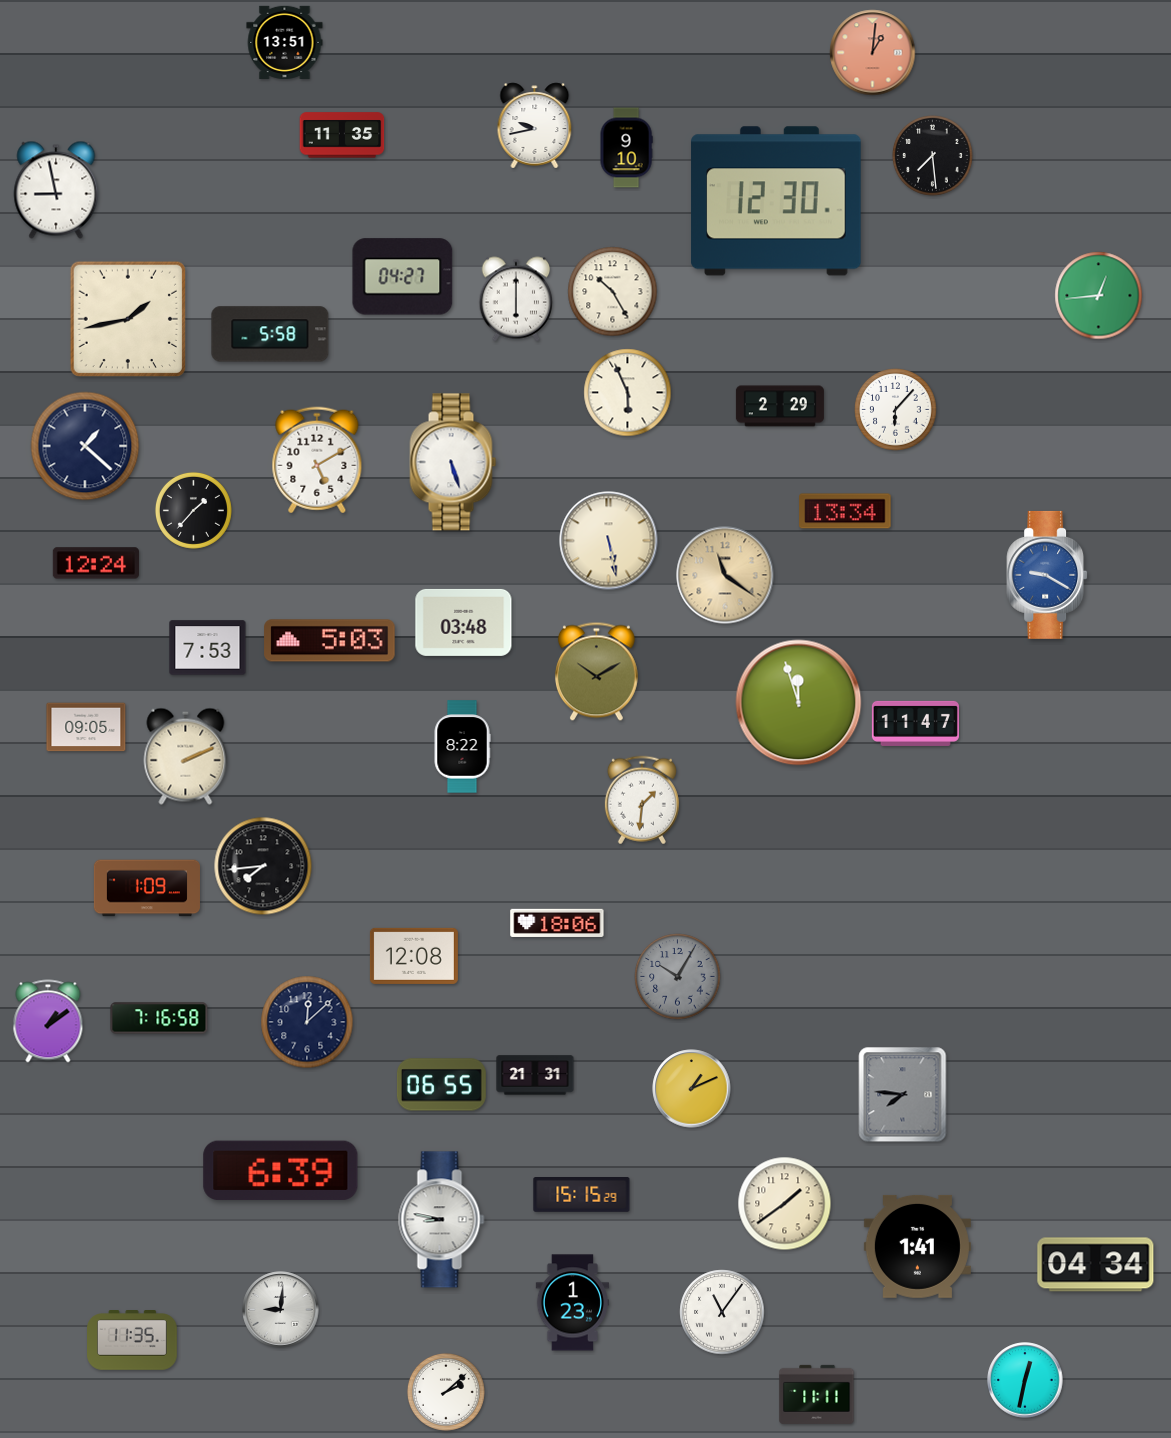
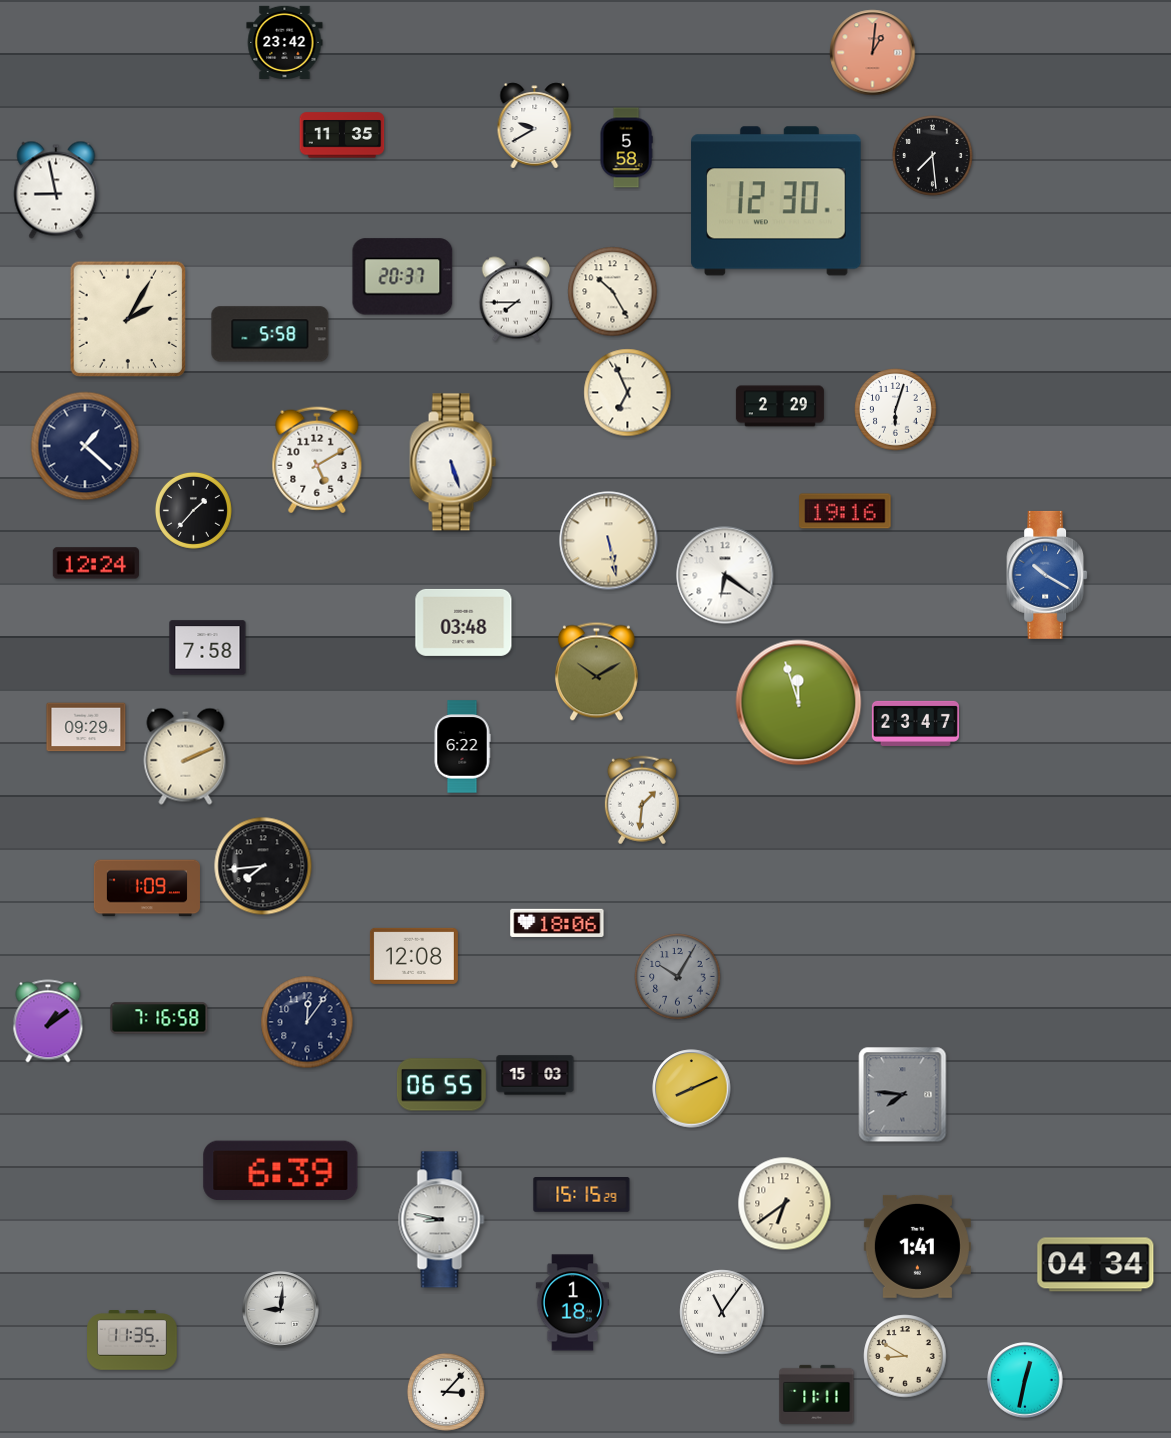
clock at (285, 42): 13:51 -> 23:42
clock at (535, 126): 9:43 -> 9:40
clock at (626, 148): 9:10 -> 5:58
clock at (403, 277): 04:27 -> 20:37
clock at (1099, 296): 12:44 -> none
clock at (516, 299): 6:00 -> 7:45
clock at (127, 318): 1:43 -> 2:05
clock at (628, 393): 5:56 -> 6:56
clock at (896, 410): 6:07 -> 6:03
clock at (845, 511): 13:34 -> 19:16
clock at (725, 575): 11:21 -> 6:21
clock at (725, 575) dial: champagne -> white
clock at (1047, 575): 9:20 -> 10:20
clock at (330, 641): 5:03 -> none
clock at (208, 648): 7:53 -> 7:58
clock at (915, 723): 11:47 -> 23:47
clock at (86, 727): 09:05 -> 09:29
clock at (462, 747): 8:22 -> 6:22
clock at (307, 1022): 12:08 -> 12:06
clock at (535, 1075): 21:31 -> 15:03
clock at (692, 1089): 1:11 -> 8:11
clock at (785, 1204): 1:39 -> 6:39
clock at (572, 1303): 1:23 -> 1:18
clock at (905, 1356): none -> 8:50
clock at (446, 1392): 2:08 -> 3:07
